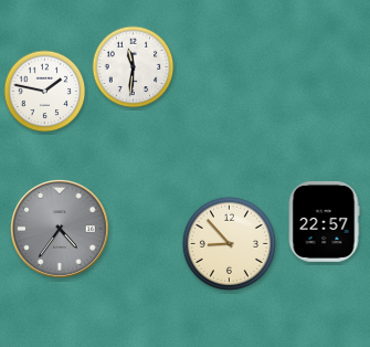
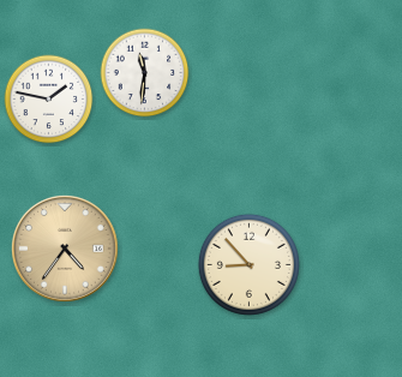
clock at (324, 221): 22:57 -> none
clock at (60, 229) dial: grey -> champagne
